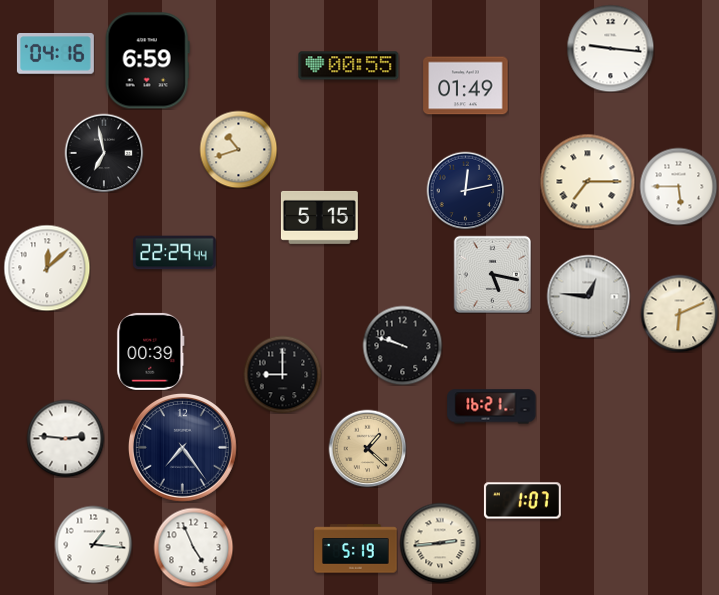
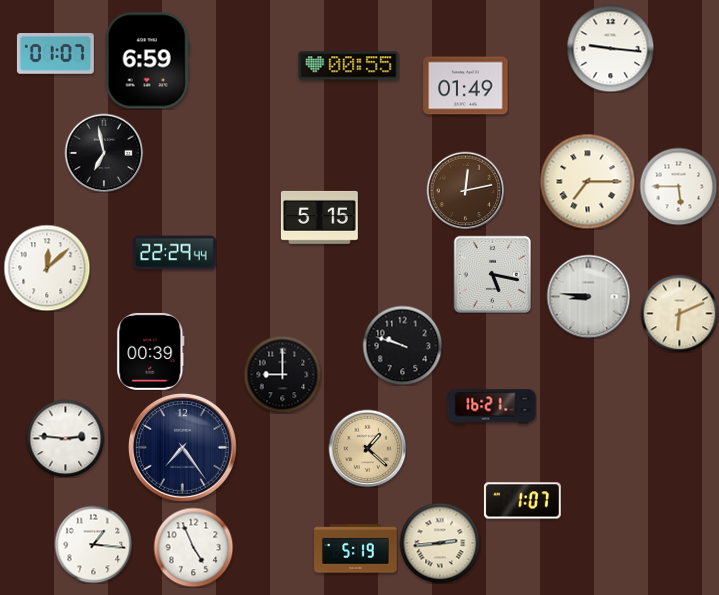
clock at (55, 54): 04:16 -> 01:07
clock at (238, 149): 10:42 -> none
clock at (465, 190) dial: navy -> brown
clock at (588, 296): 12:46 -> 8:46
